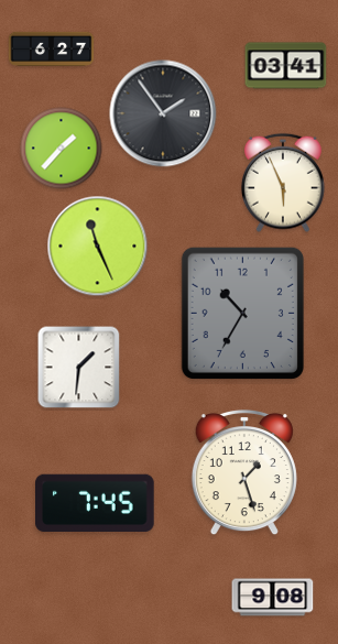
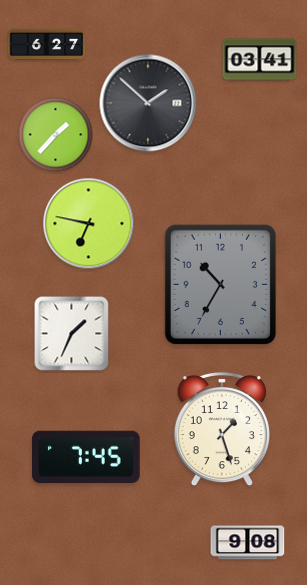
clock at (163, 113): 1:54 -> 1:52
clock at (284, 183): 5:56 -> none
clock at (98, 247): 11:26 -> 6:47
clock at (79, 368): 1:31 -> 1:34
